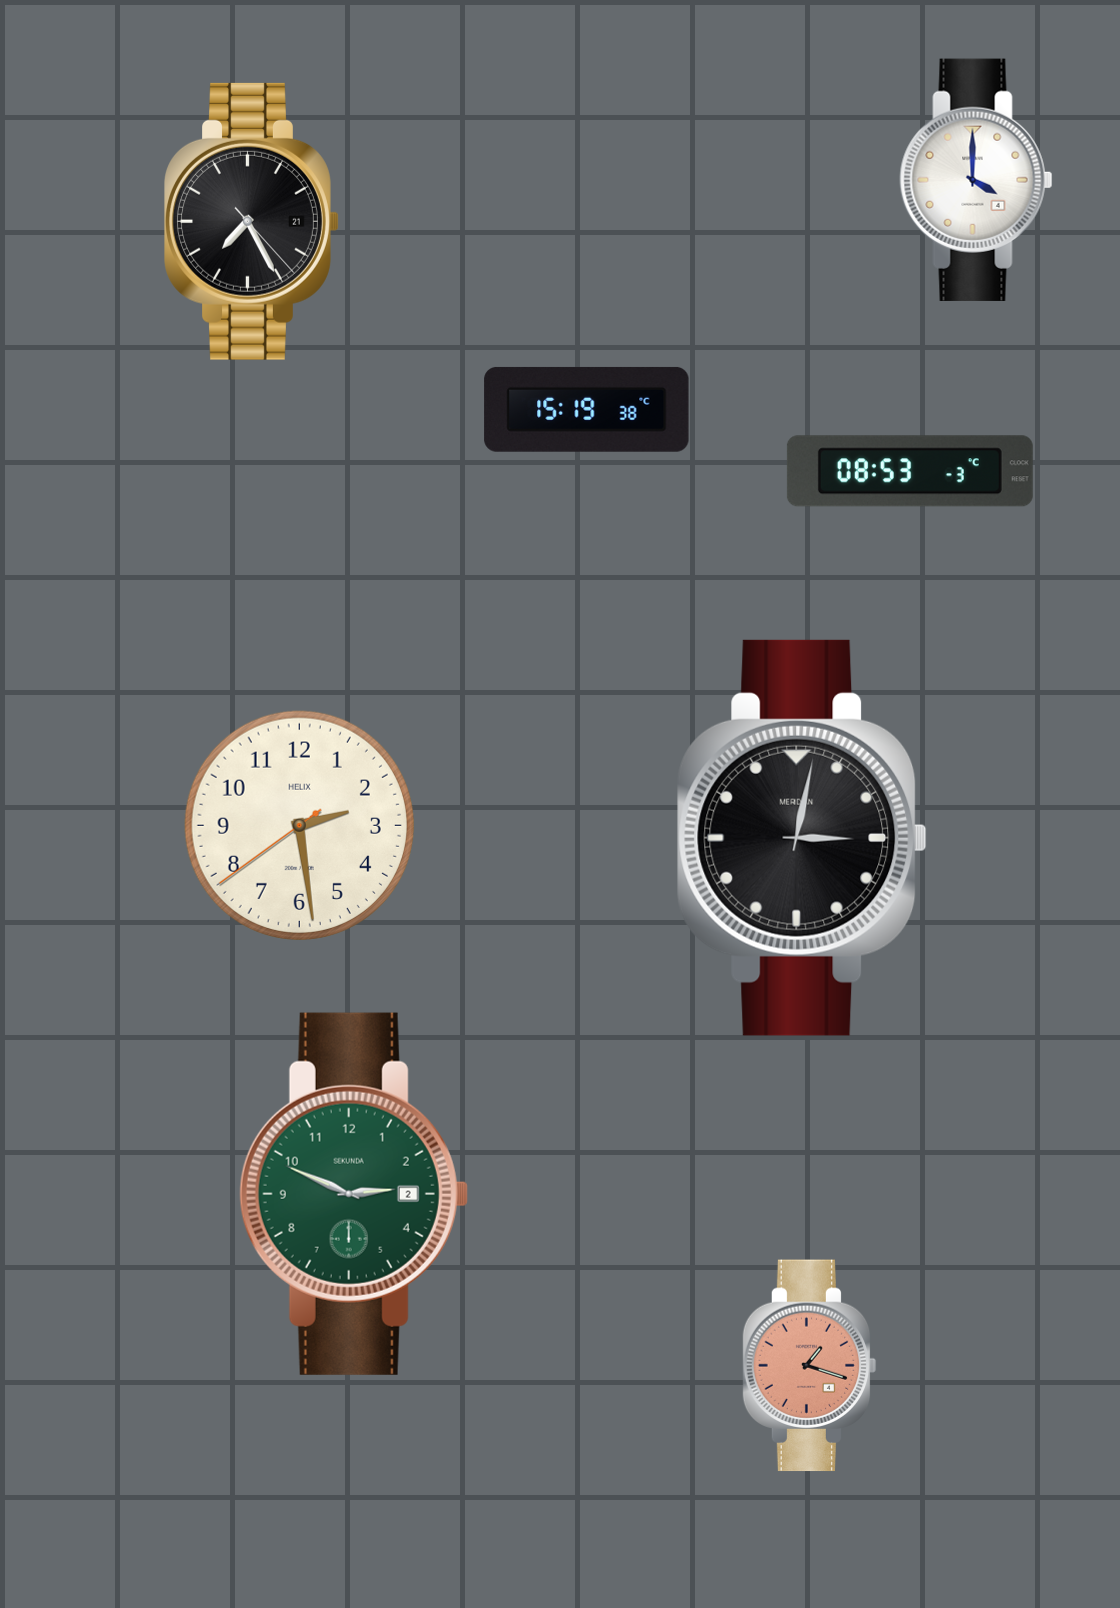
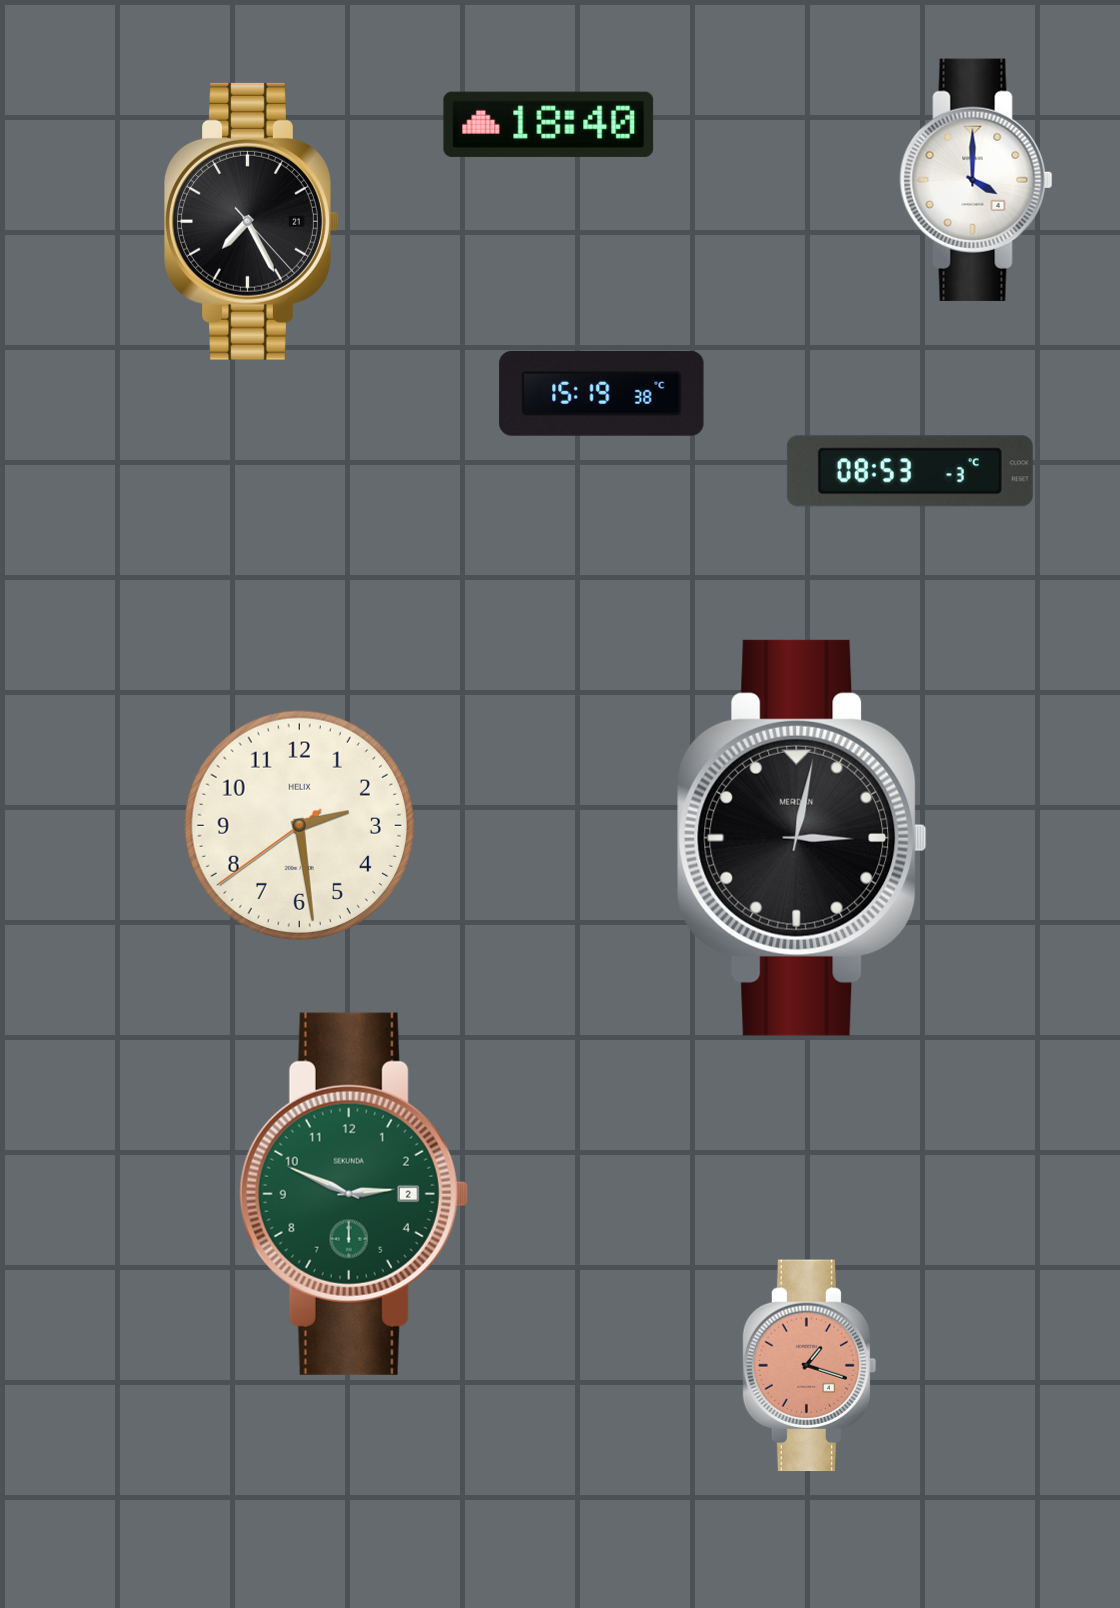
clock at (549, 124): none -> 18:40
clock at (587, 409) position: (587, 409) -> (602, 393)
